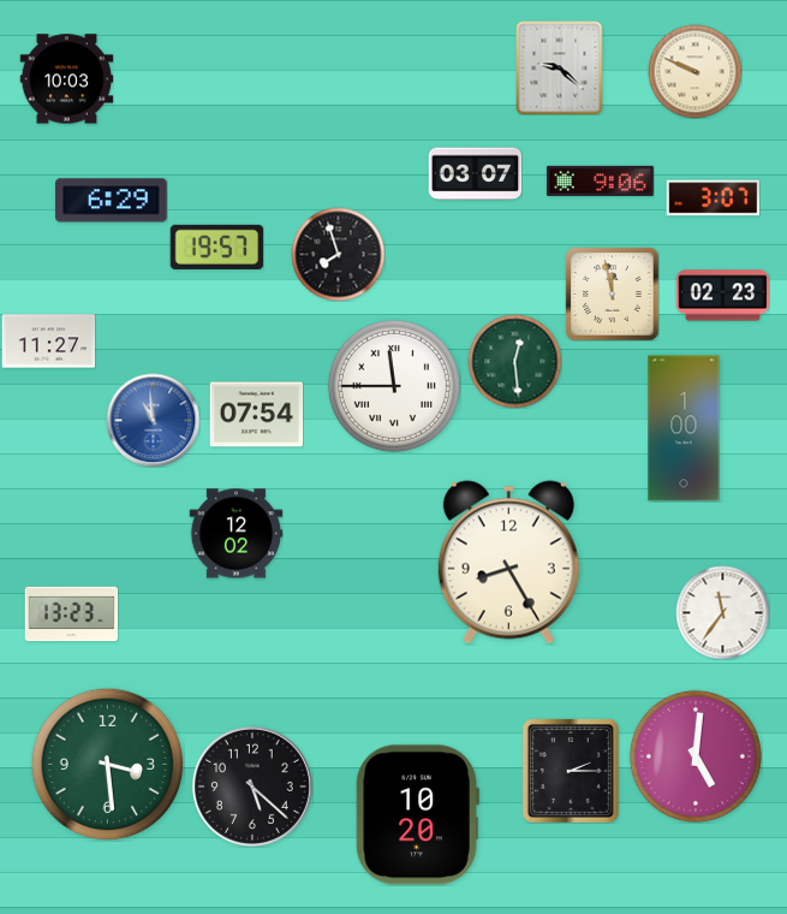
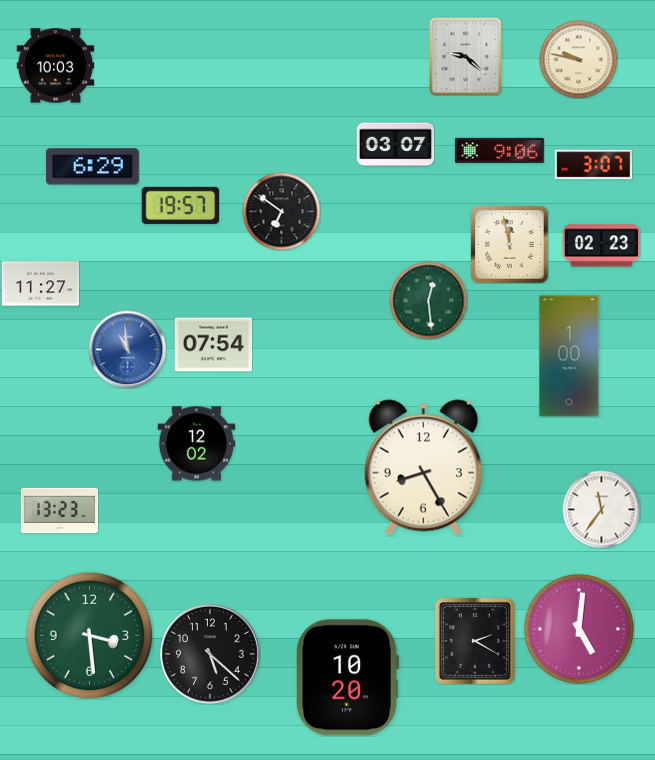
clock at (694, 71): 9:49 -> 9:47
clock at (338, 254): 7:57 -> 6:51
clock at (394, 386): 11:45 -> none
clock at (571, 771): 2:15 -> 2:20
